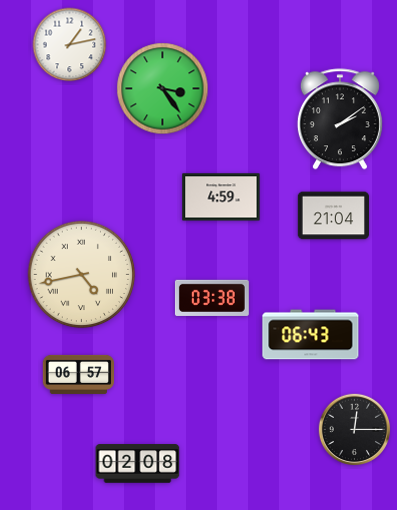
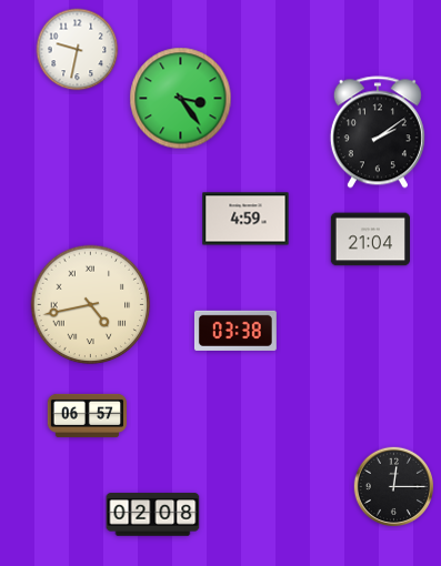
clock at (70, 45): 1:13 -> 9:32
clock at (311, 335): 06:43 -> none
clock at (355, 430) position: (355, 430) -> (394, 487)
